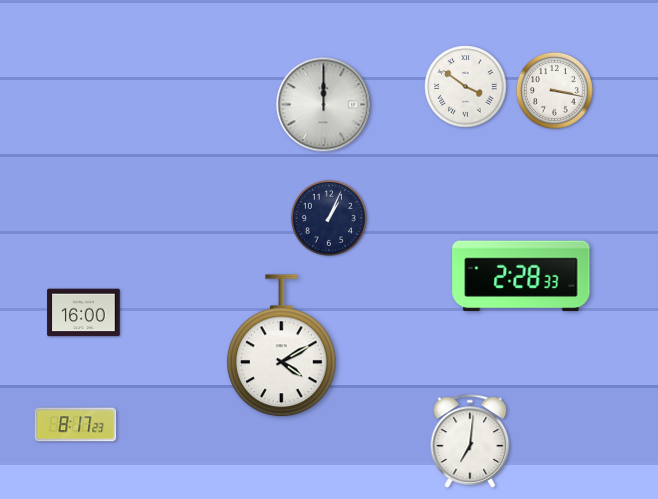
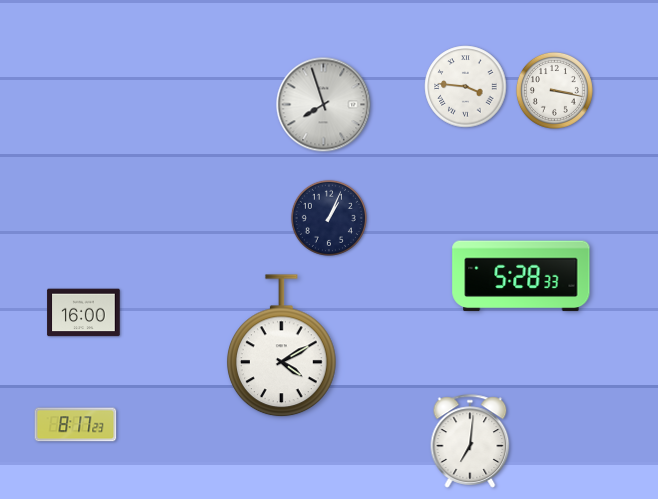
clock at (466, 87): 3:51 -> 3:46
clock at (324, 105): 12:00 -> 7:57
clock at (521, 276): 2:28 -> 5:28
